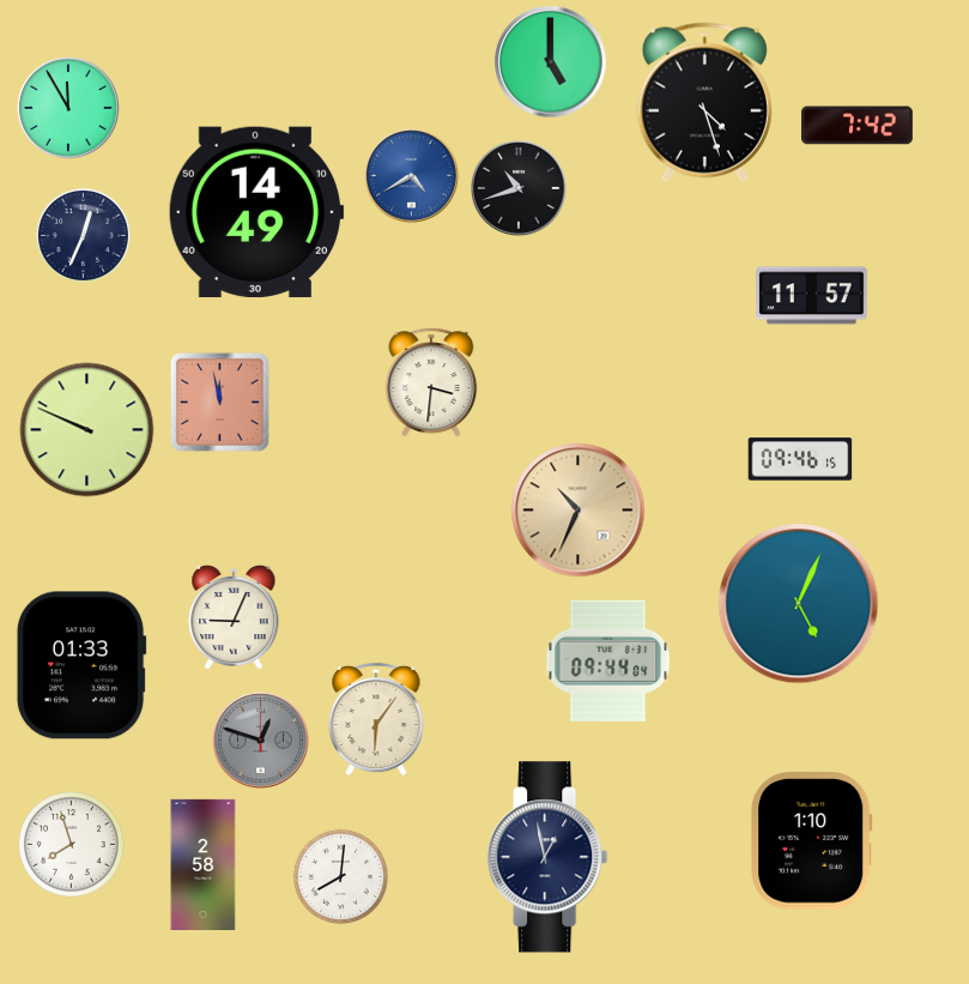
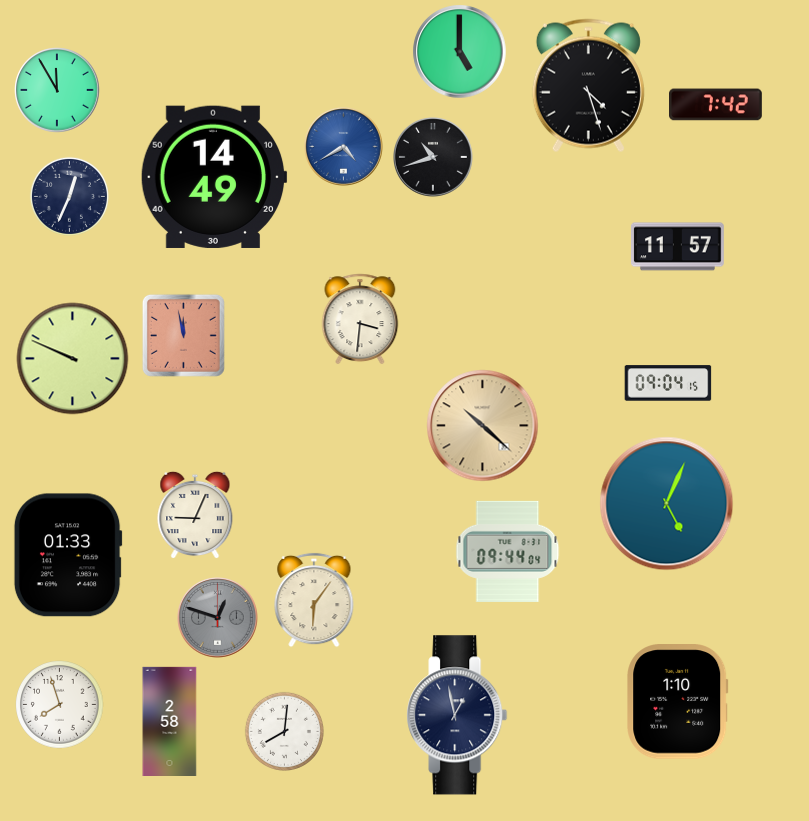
clock at (800, 459): 09:46 -> 09:04
clock at (579, 511): 10:34 -> 10:22
